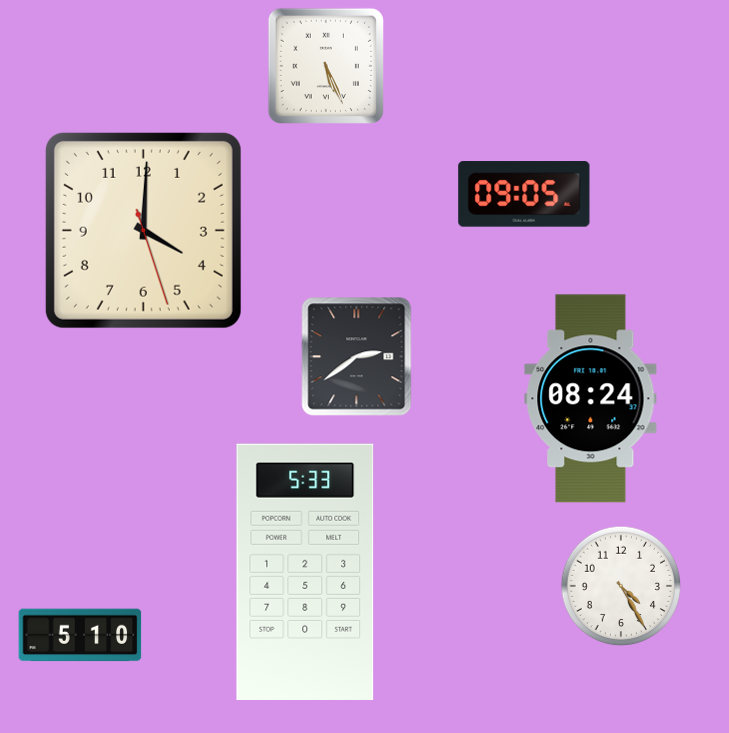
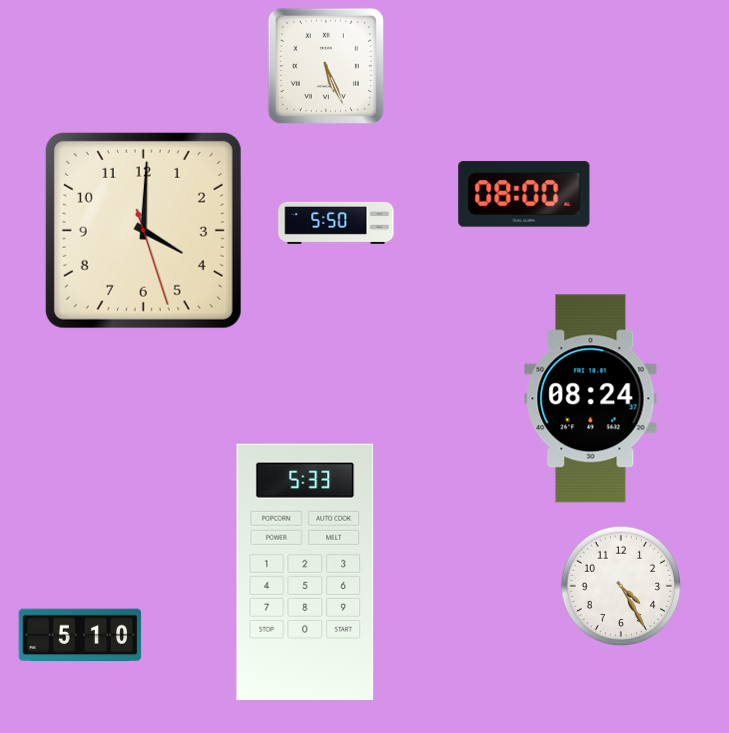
clock at (524, 194): 09:05 -> 08:00
clock at (336, 223): none -> 5:50
clock at (357, 357): 2:39 -> none
